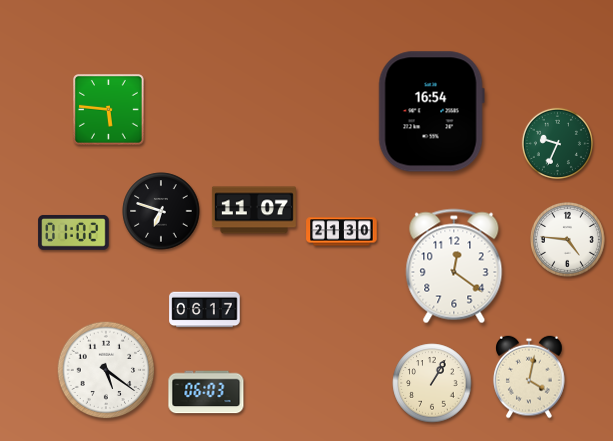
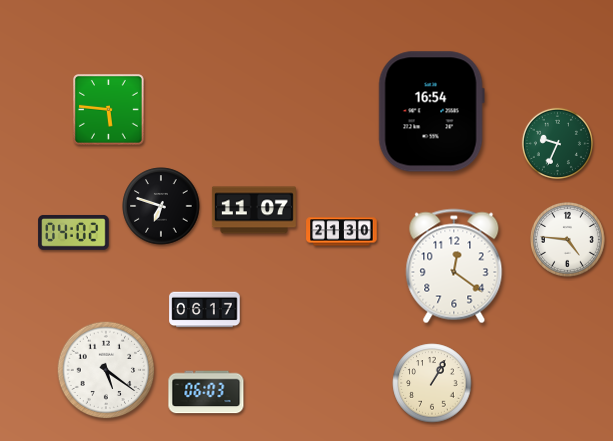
clock at (161, 211) position: (161, 211) -> (161, 206)
clock at (74, 232): 01:02 -> 04:02
clock at (529, 377): 4:02 -> none
